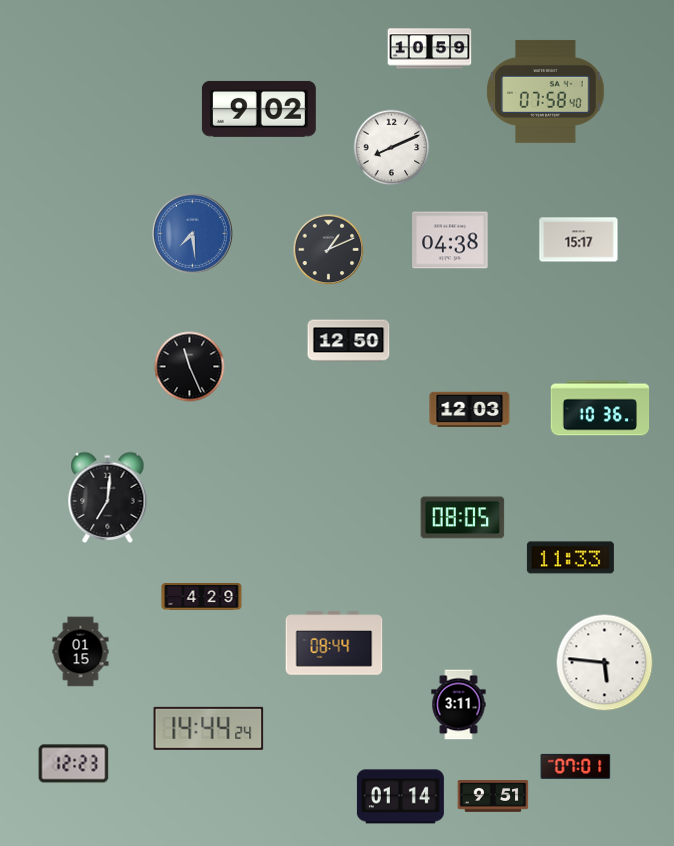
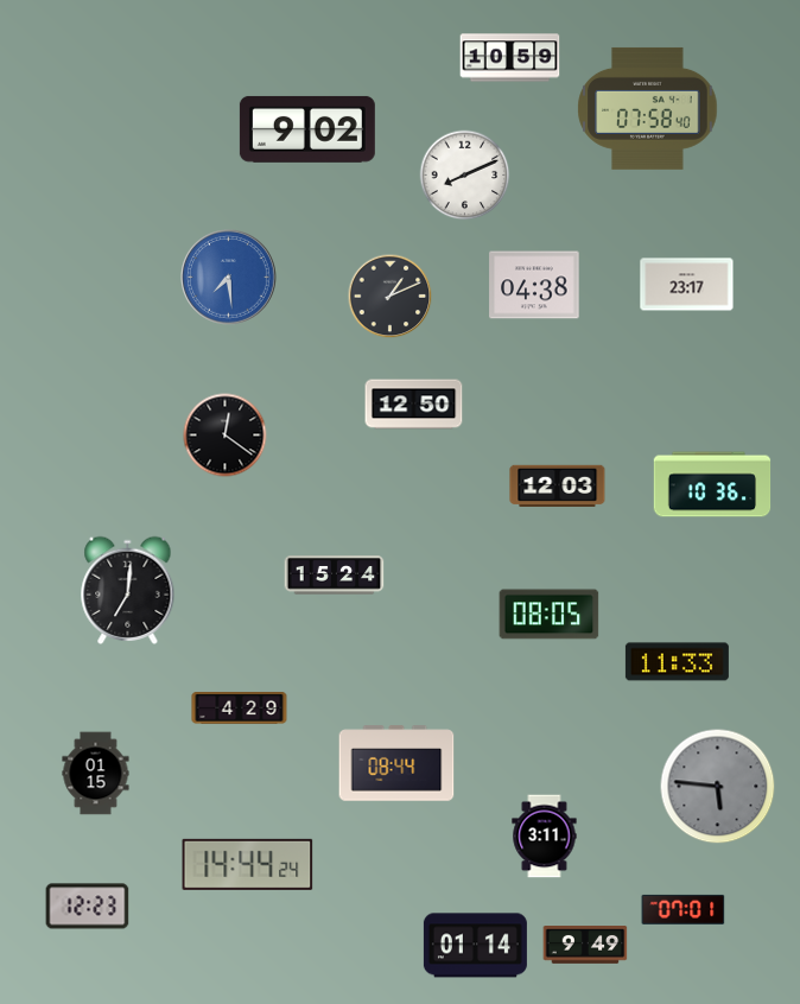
clock at (579, 240): 15:17 -> 23:17
clock at (190, 367): 11:26 -> 12:21
clock at (335, 576): none -> 15:24
clock at (605, 663) dial: white -> grey
clock at (493, 797): 9:51 -> 9:49
